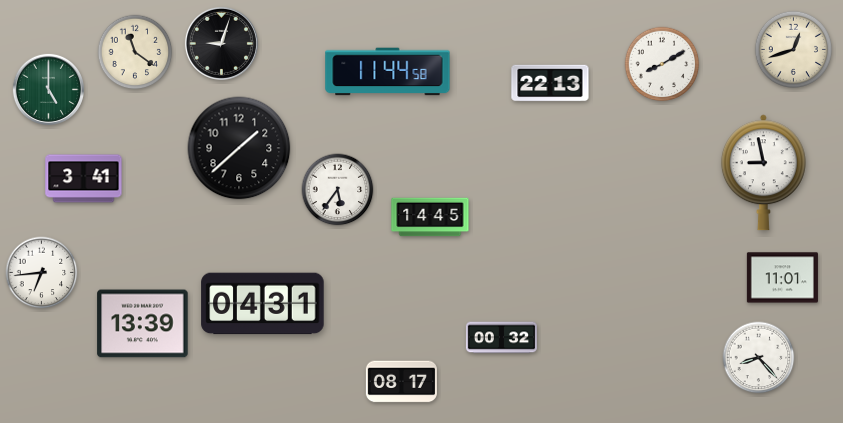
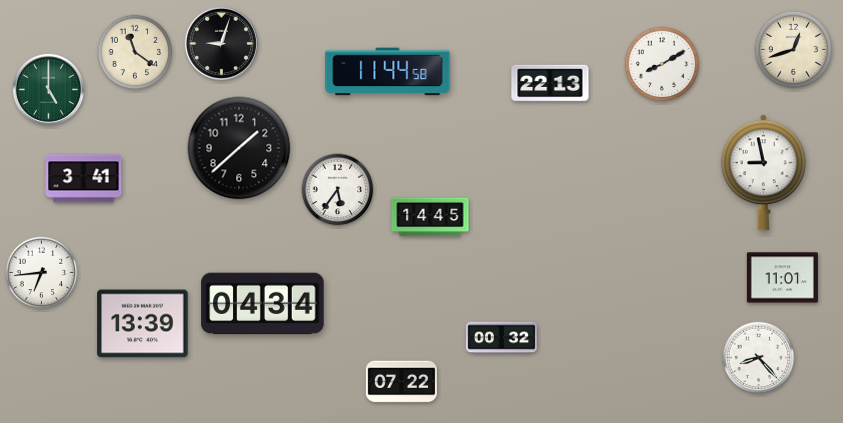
clock at (263, 304): 04:31 -> 04:34
clock at (401, 382): 08:17 -> 07:22
